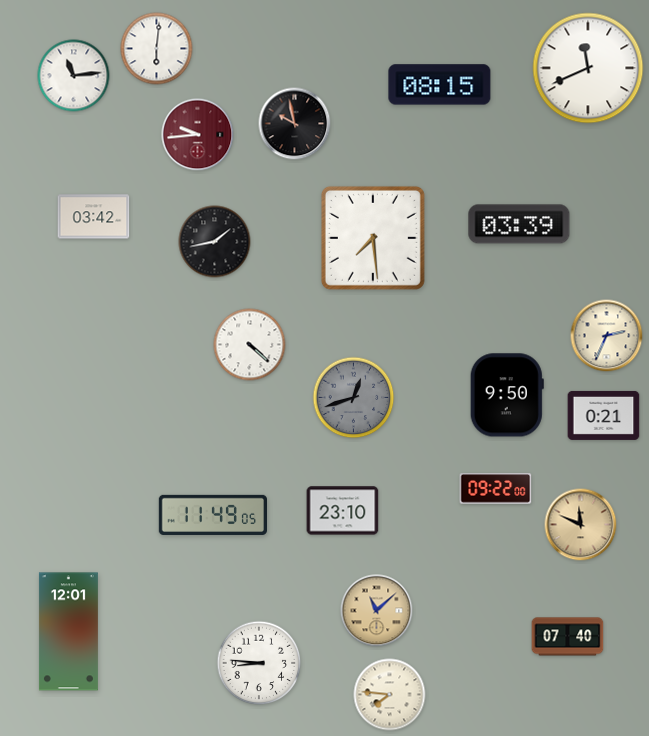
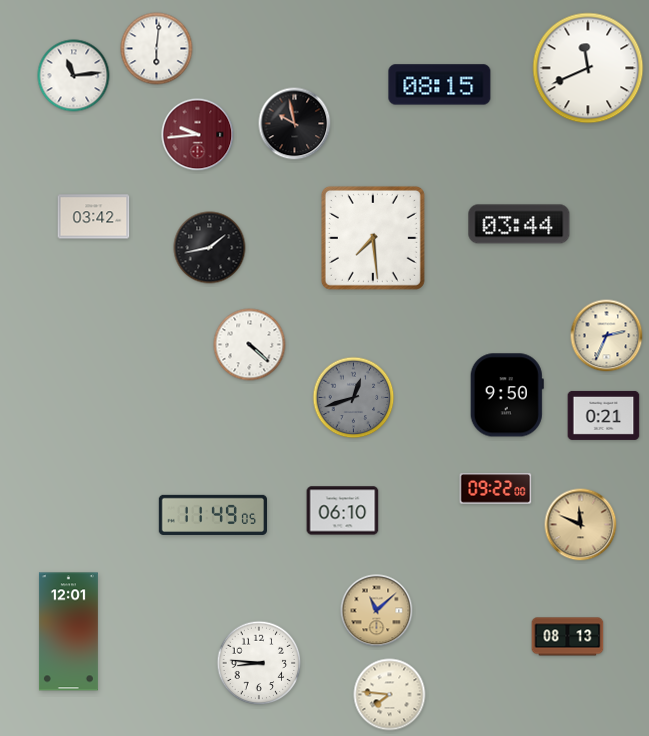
clock at (519, 224): 03:39 -> 03:44
clock at (215, 242) position: (215, 242) -> (210, 248)
clock at (343, 511): 23:10 -> 06:10
clock at (568, 637): 07:40 -> 08:13
